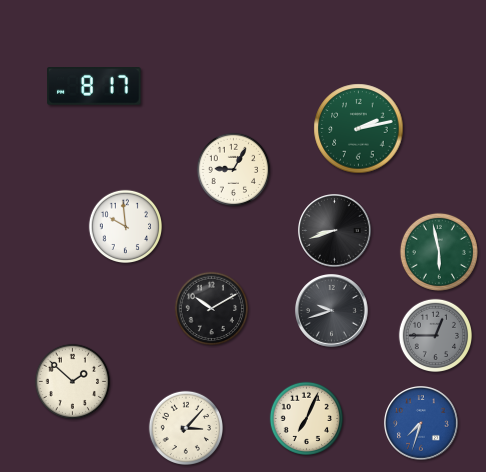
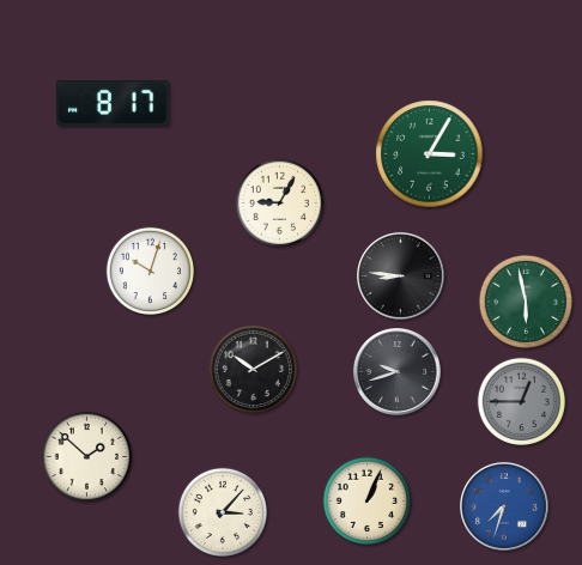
clock at (359, 129): 2:13 -> 3:05
clock at (125, 226): 9:59 -> 10:03
clock at (335, 231): 8:42 -> 8:46
clock at (306, 418): 7:04 -> 1:04
